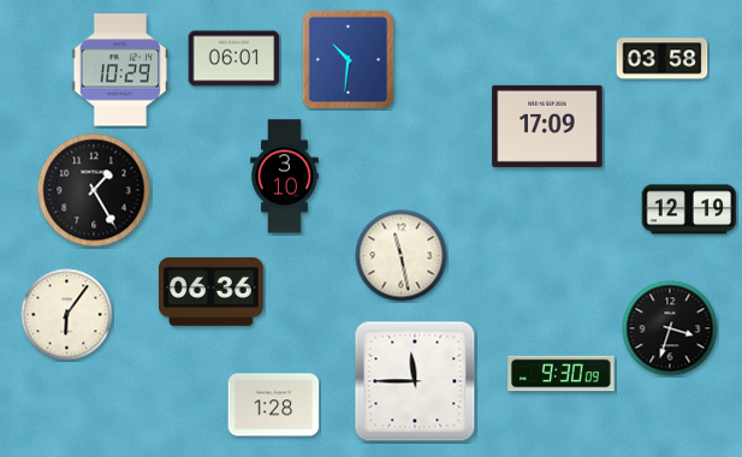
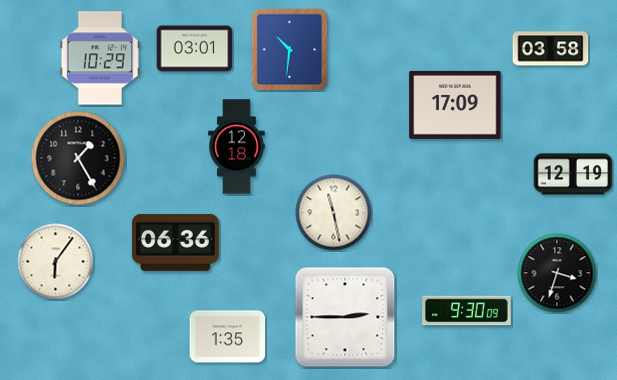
clock at (235, 59): 06:01 -> 03:01
clock at (285, 177): 3:10 -> 12:18
clock at (415, 381): 11:45 -> 2:45
clock at (274, 405): 1:28 -> 1:35
